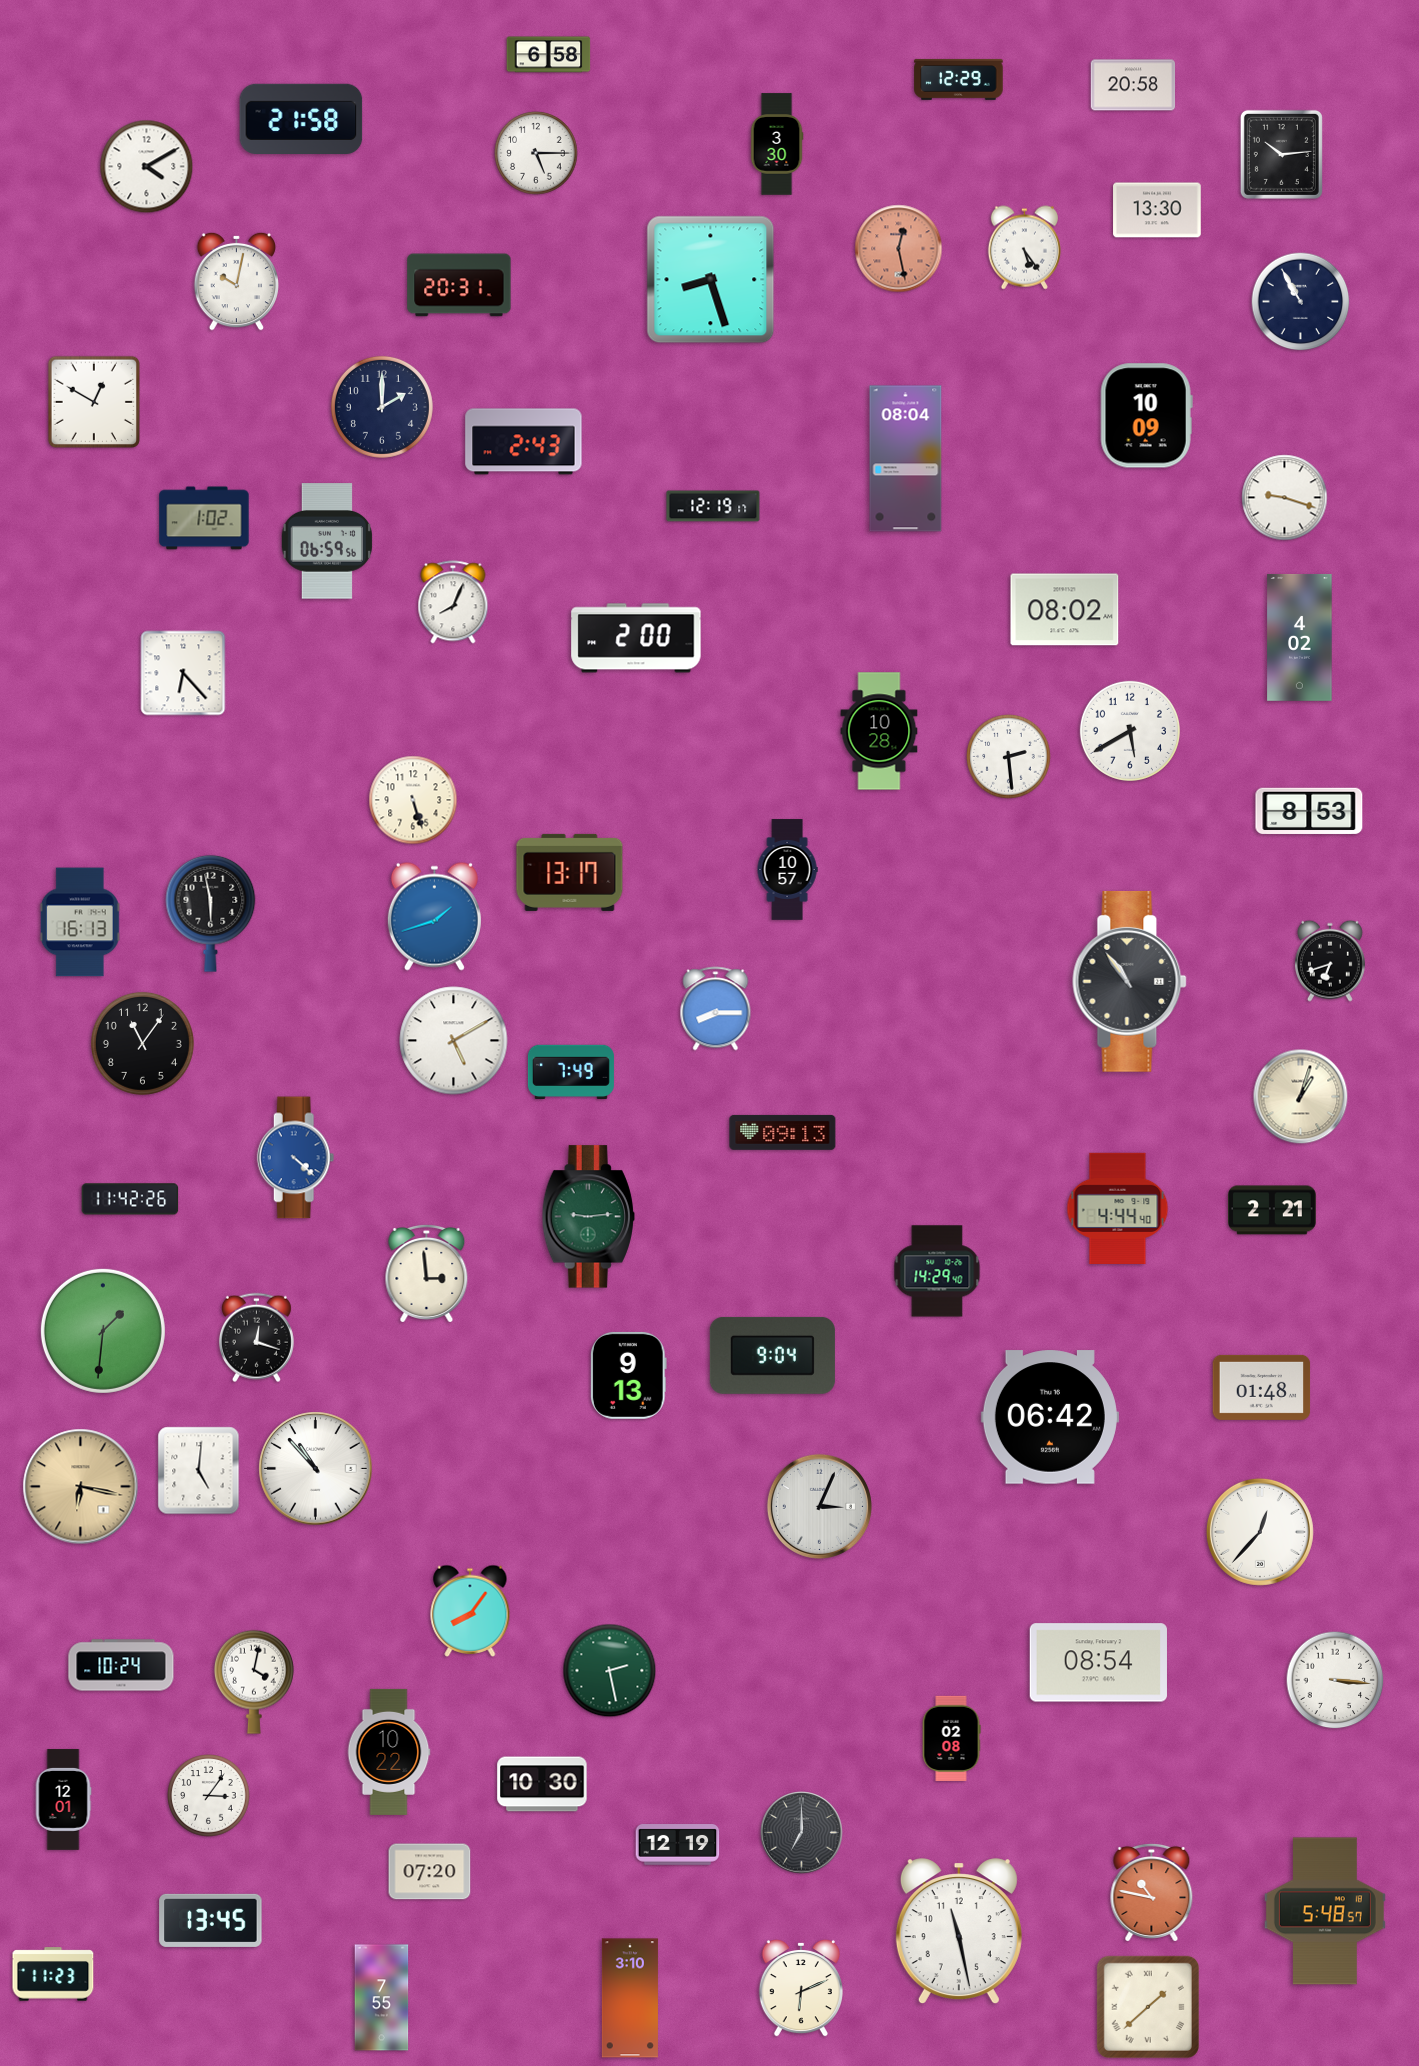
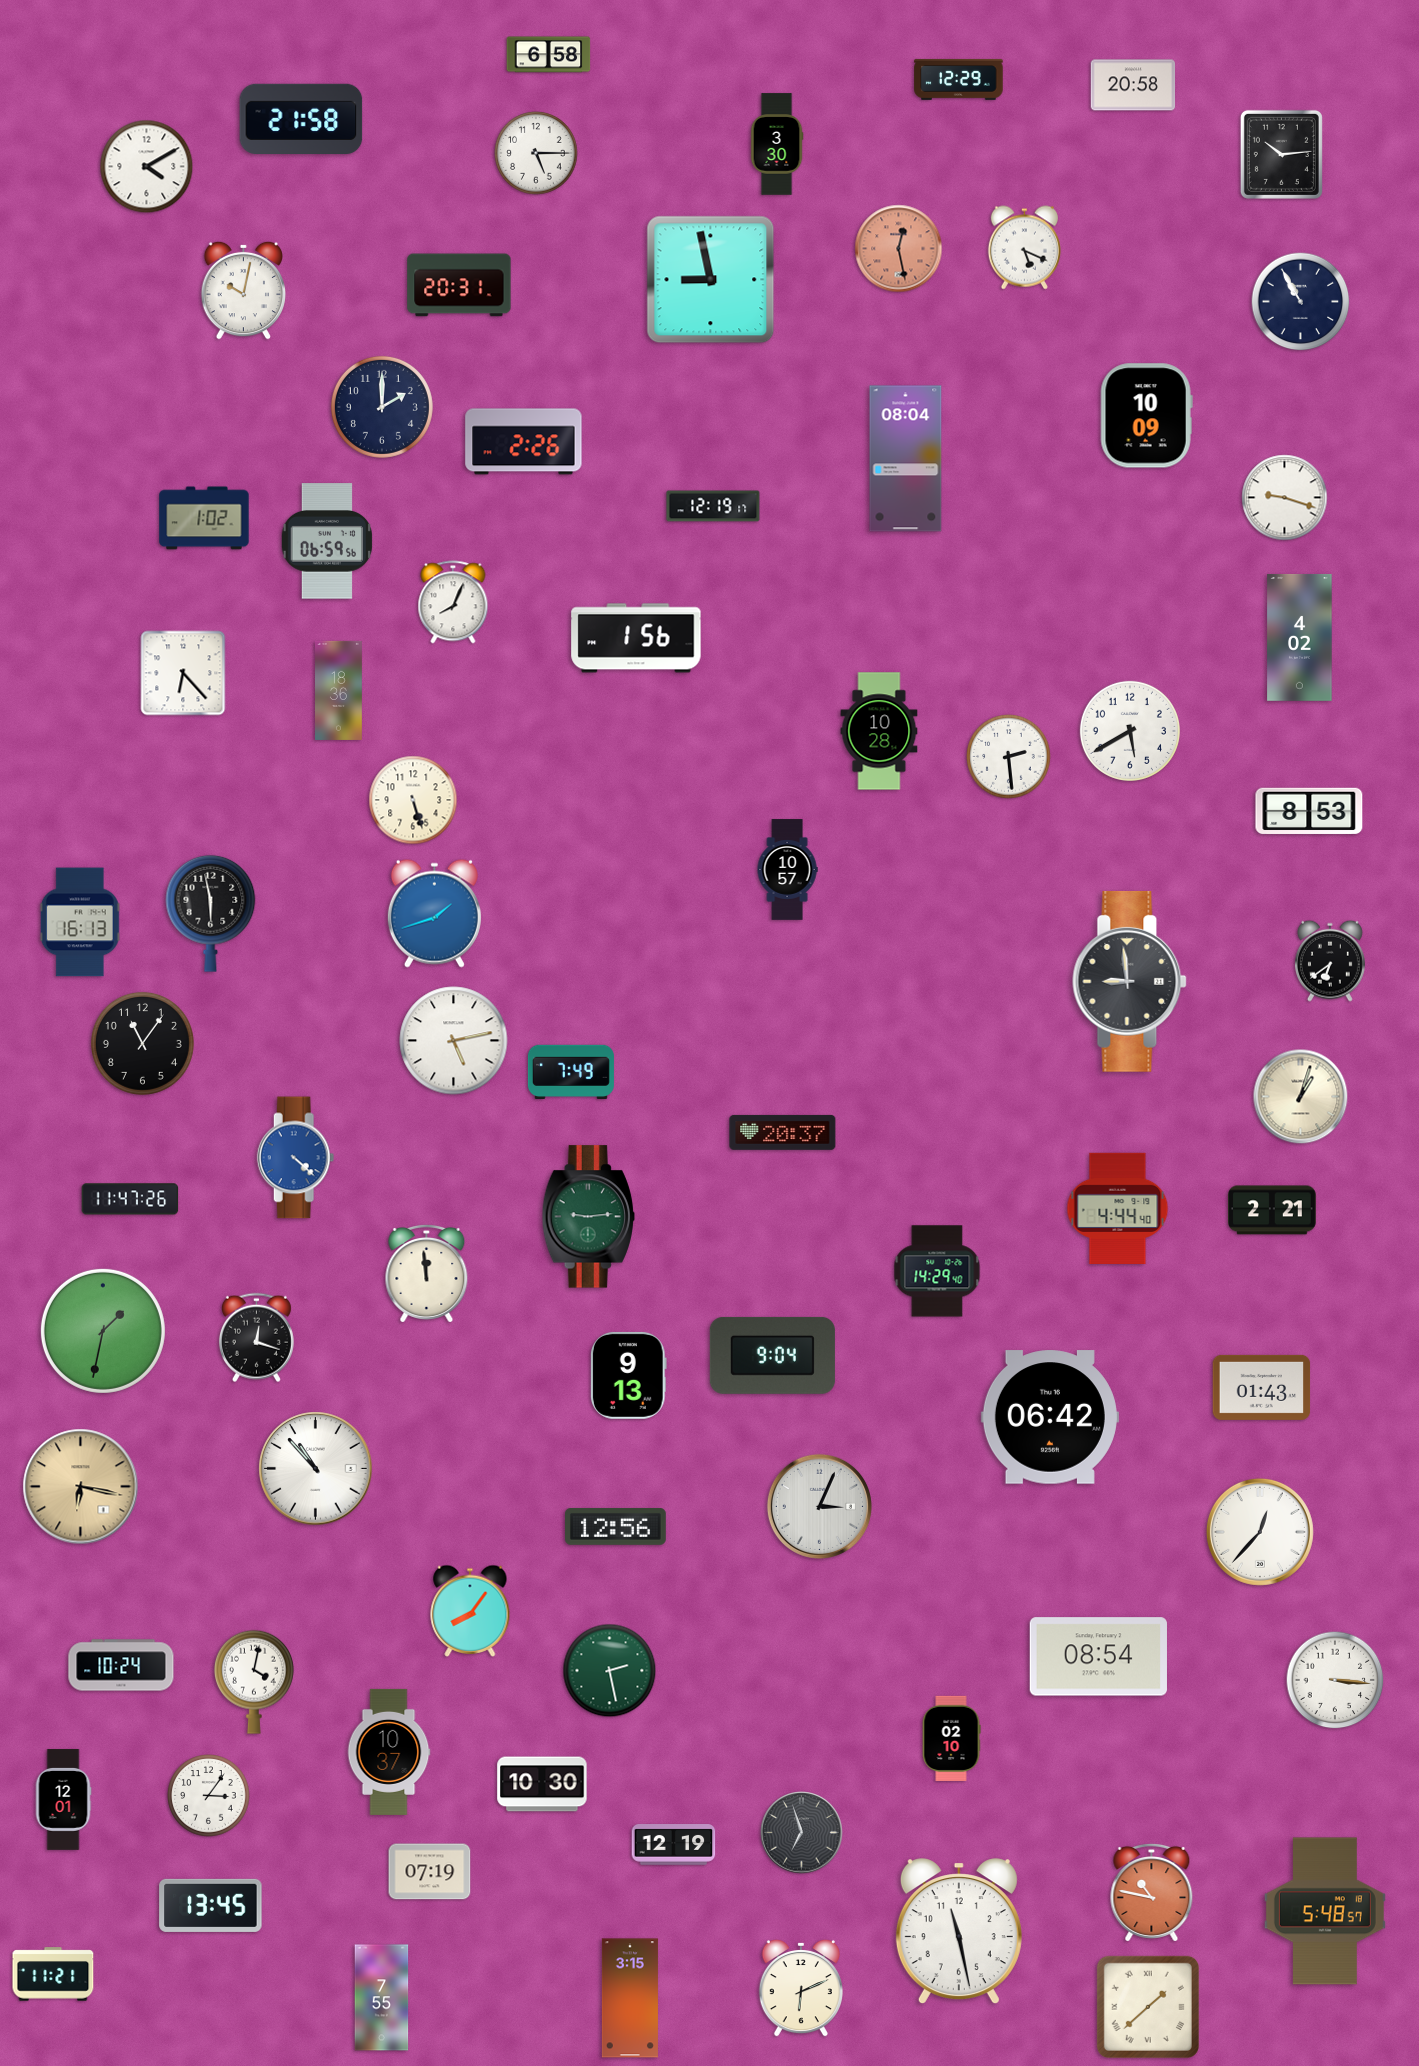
clock at (1157, 210): 13:30 -> none
clock at (1024, 248): 5:24 -> 5:19
clock at (711, 280): 8:27 -> 8:58
clock at (237, 281) position: (237, 281) -> (244, 290)
clock at (94, 401): 12:50 -> none
clock at (524, 442): 2:43 -> 2:26
clock at (1065, 610): 08:02 -> none
clock at (636, 638): 2:00 -> 1:56
clock at (339, 690): none -> 18:36
clock at (570, 872): 13:17 -> none
clock at (434, 916) position: (434, 916) -> (434, 913)
clock at (1330, 961): 6:42 -> 6:39
clock at (1130, 981): 10:54 -> 8:59
clock at (716, 1009): 8:15 -> none
clock at (454, 1041): 5:10 -> 5:13
clock at (783, 1132): 09:13 -> 20:37
clock at (130, 1199): 11:42 -> 11:47
clock at (427, 1273): 2:59 -> 11:59
clock at (103, 1331): 1:31 -> 1:32
clock at (1262, 1387): 01:48 -> 01:43
clock at (199, 1471): 5:01 -> none
clock at (616, 1527): none -> 12:56
clock at (1098, 1663) position: (1098, 1663) -> (1098, 1657)
clock at (951, 1738): 02:08 -> 02:10
clock at (389, 1752): 10:22 -> 10:37
clock at (802, 1833): 7:00 -> 6:57
clock at (678, 1845) position: (678, 1845) -> (674, 1845)
clock at (430, 1872): 07:20 -> 07:19
clock at (211, 1920) position: (211, 1920) -> (211, 1905)
clock at (53, 1974): 11:23 -> 11:21
clock at (630, 1998): 3:10 -> 3:15
